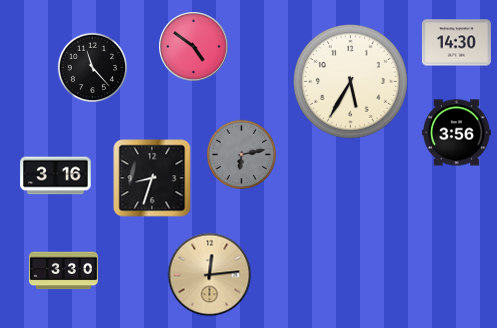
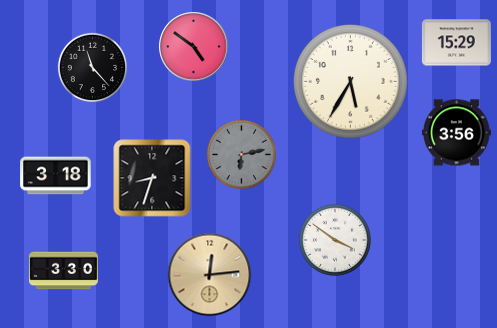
clock at (456, 43): 14:30 -> 15:29
clock at (56, 176): 3:16 -> 3:18
clock at (335, 240): none -> 3:51
